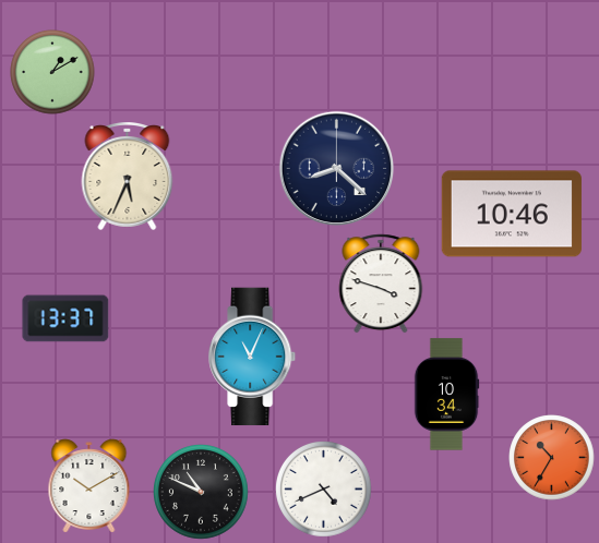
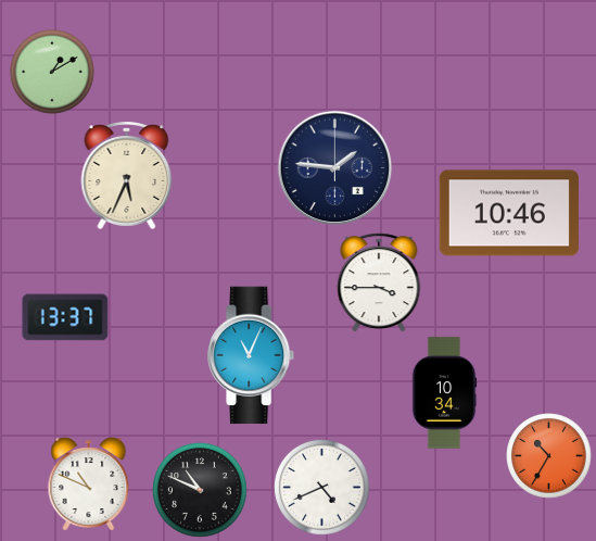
clock at (337, 169): 8:22 -> 1:46
clock at (381, 283): 3:48 -> 3:45
clock at (89, 486): 10:10 -> 10:49
